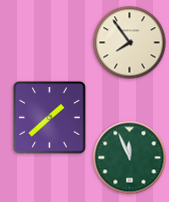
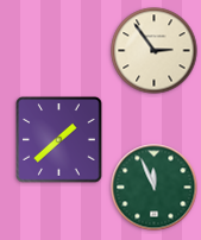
clock at (130, 43): 7:54 -> 2:54
